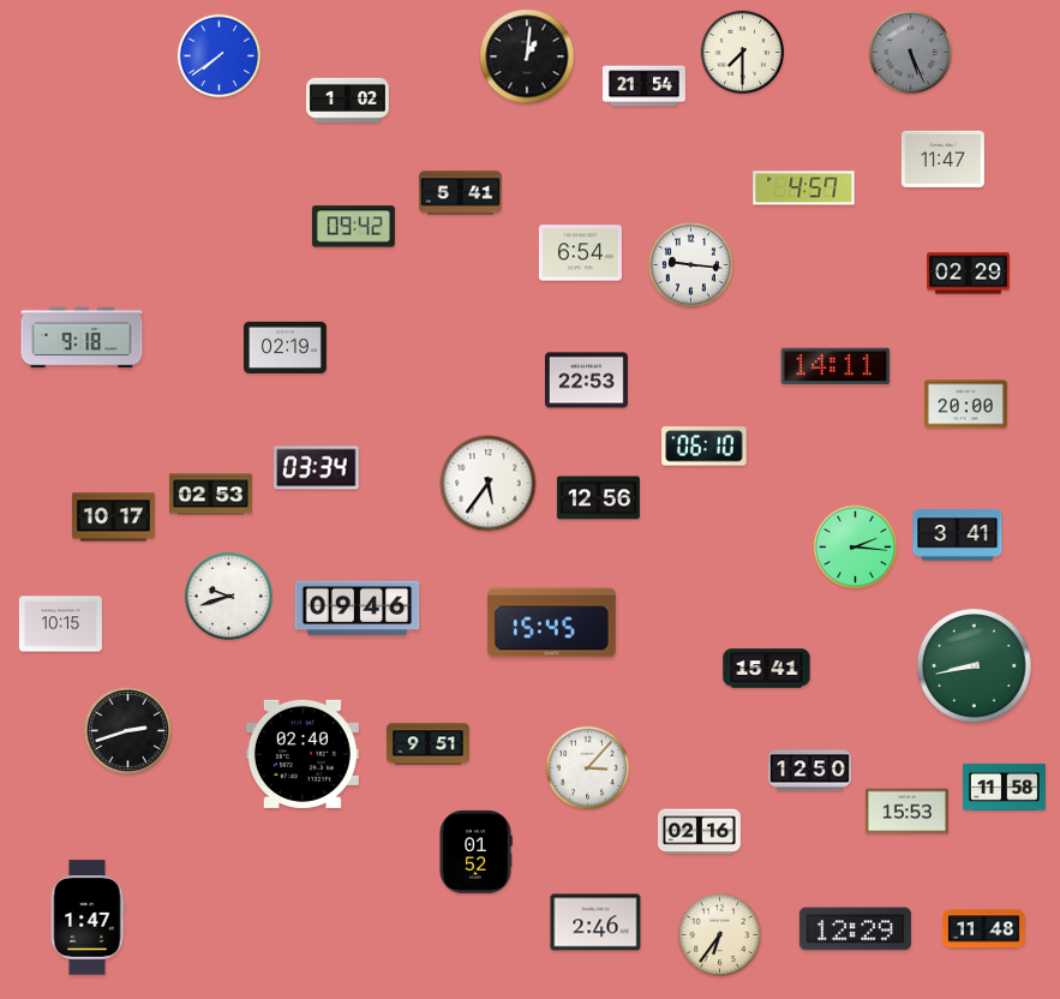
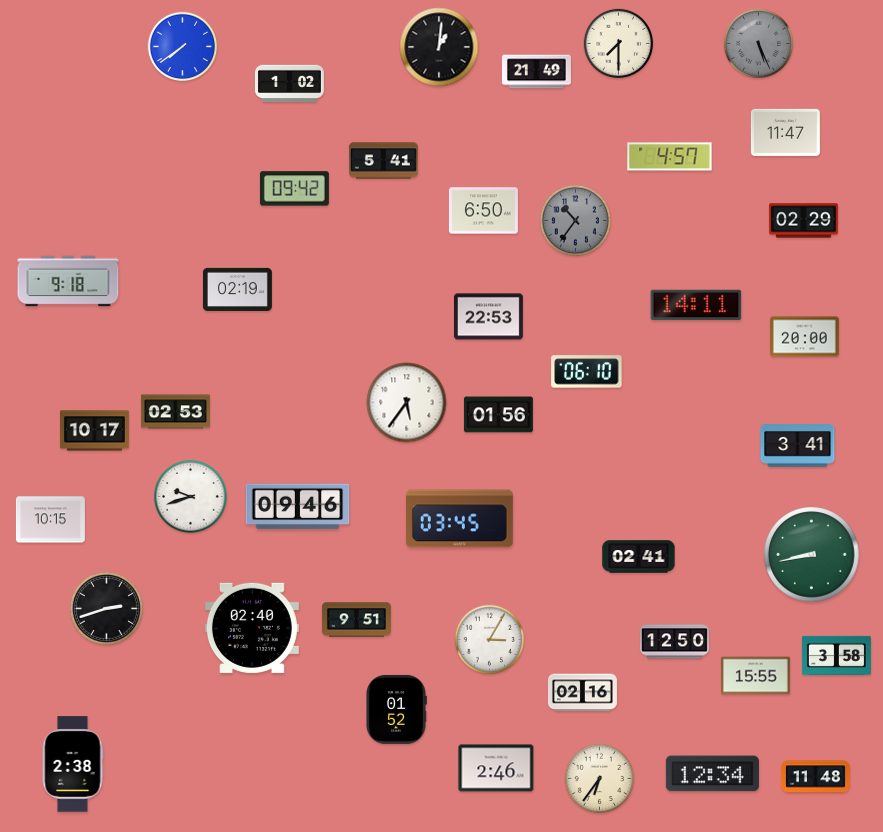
clock at (643, 86): 21:54 -> 21:49
clock at (580, 253): 6:54 -> 6:50
clock at (690, 264): 9:16 -> 10:36
clock at (690, 264) dial: white -> grey
clock at (968, 274) position: (968, 274) -> (803, 221)
clock at (317, 468): 03:34 -> none
clock at (598, 498): 12:56 -> 01:56
clock at (856, 548): 2:16 -> none
clock at (551, 623): 15:45 -> 03:45
clock at (767, 669): 15:41 -> 02:41
clock at (588, 768): 3:07 -> 3:05
clock at (1004, 786): 11:58 -> 3:58
clock at (906, 812): 15:53 -> 15:55
clock at (88, 917): 1:47 -> 2:38
clock at (855, 929): 12:29 -> 12:34
clock at (983, 929) position: (983, 929) -> (815, 777)
